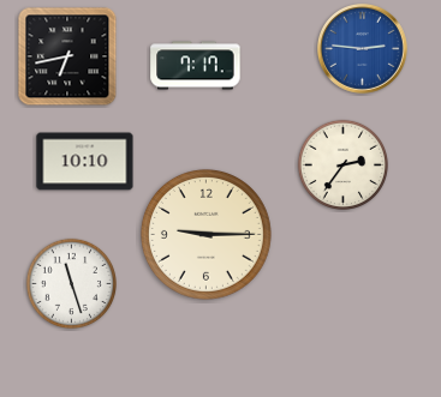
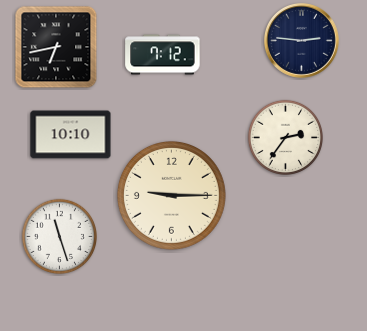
clock at (362, 48) dial: blue -> navy
clock at (196, 66): 7:17 -> 7:12
